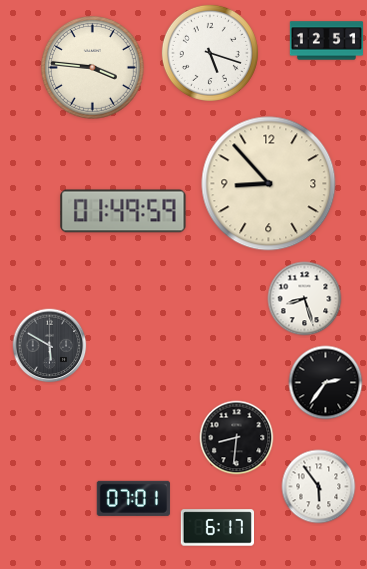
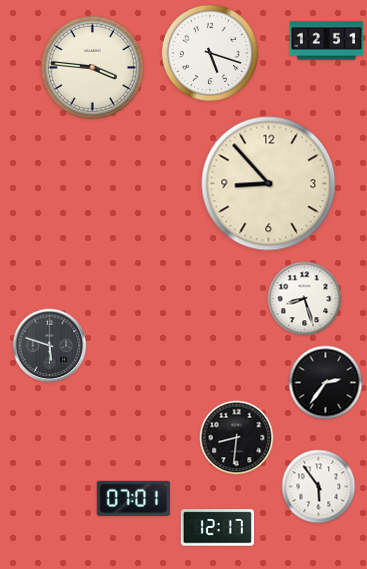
clock at (123, 211): 01:49 -> none
clock at (50, 346): 5:50 -> 5:48
clock at (217, 528): 6:17 -> 12:17
